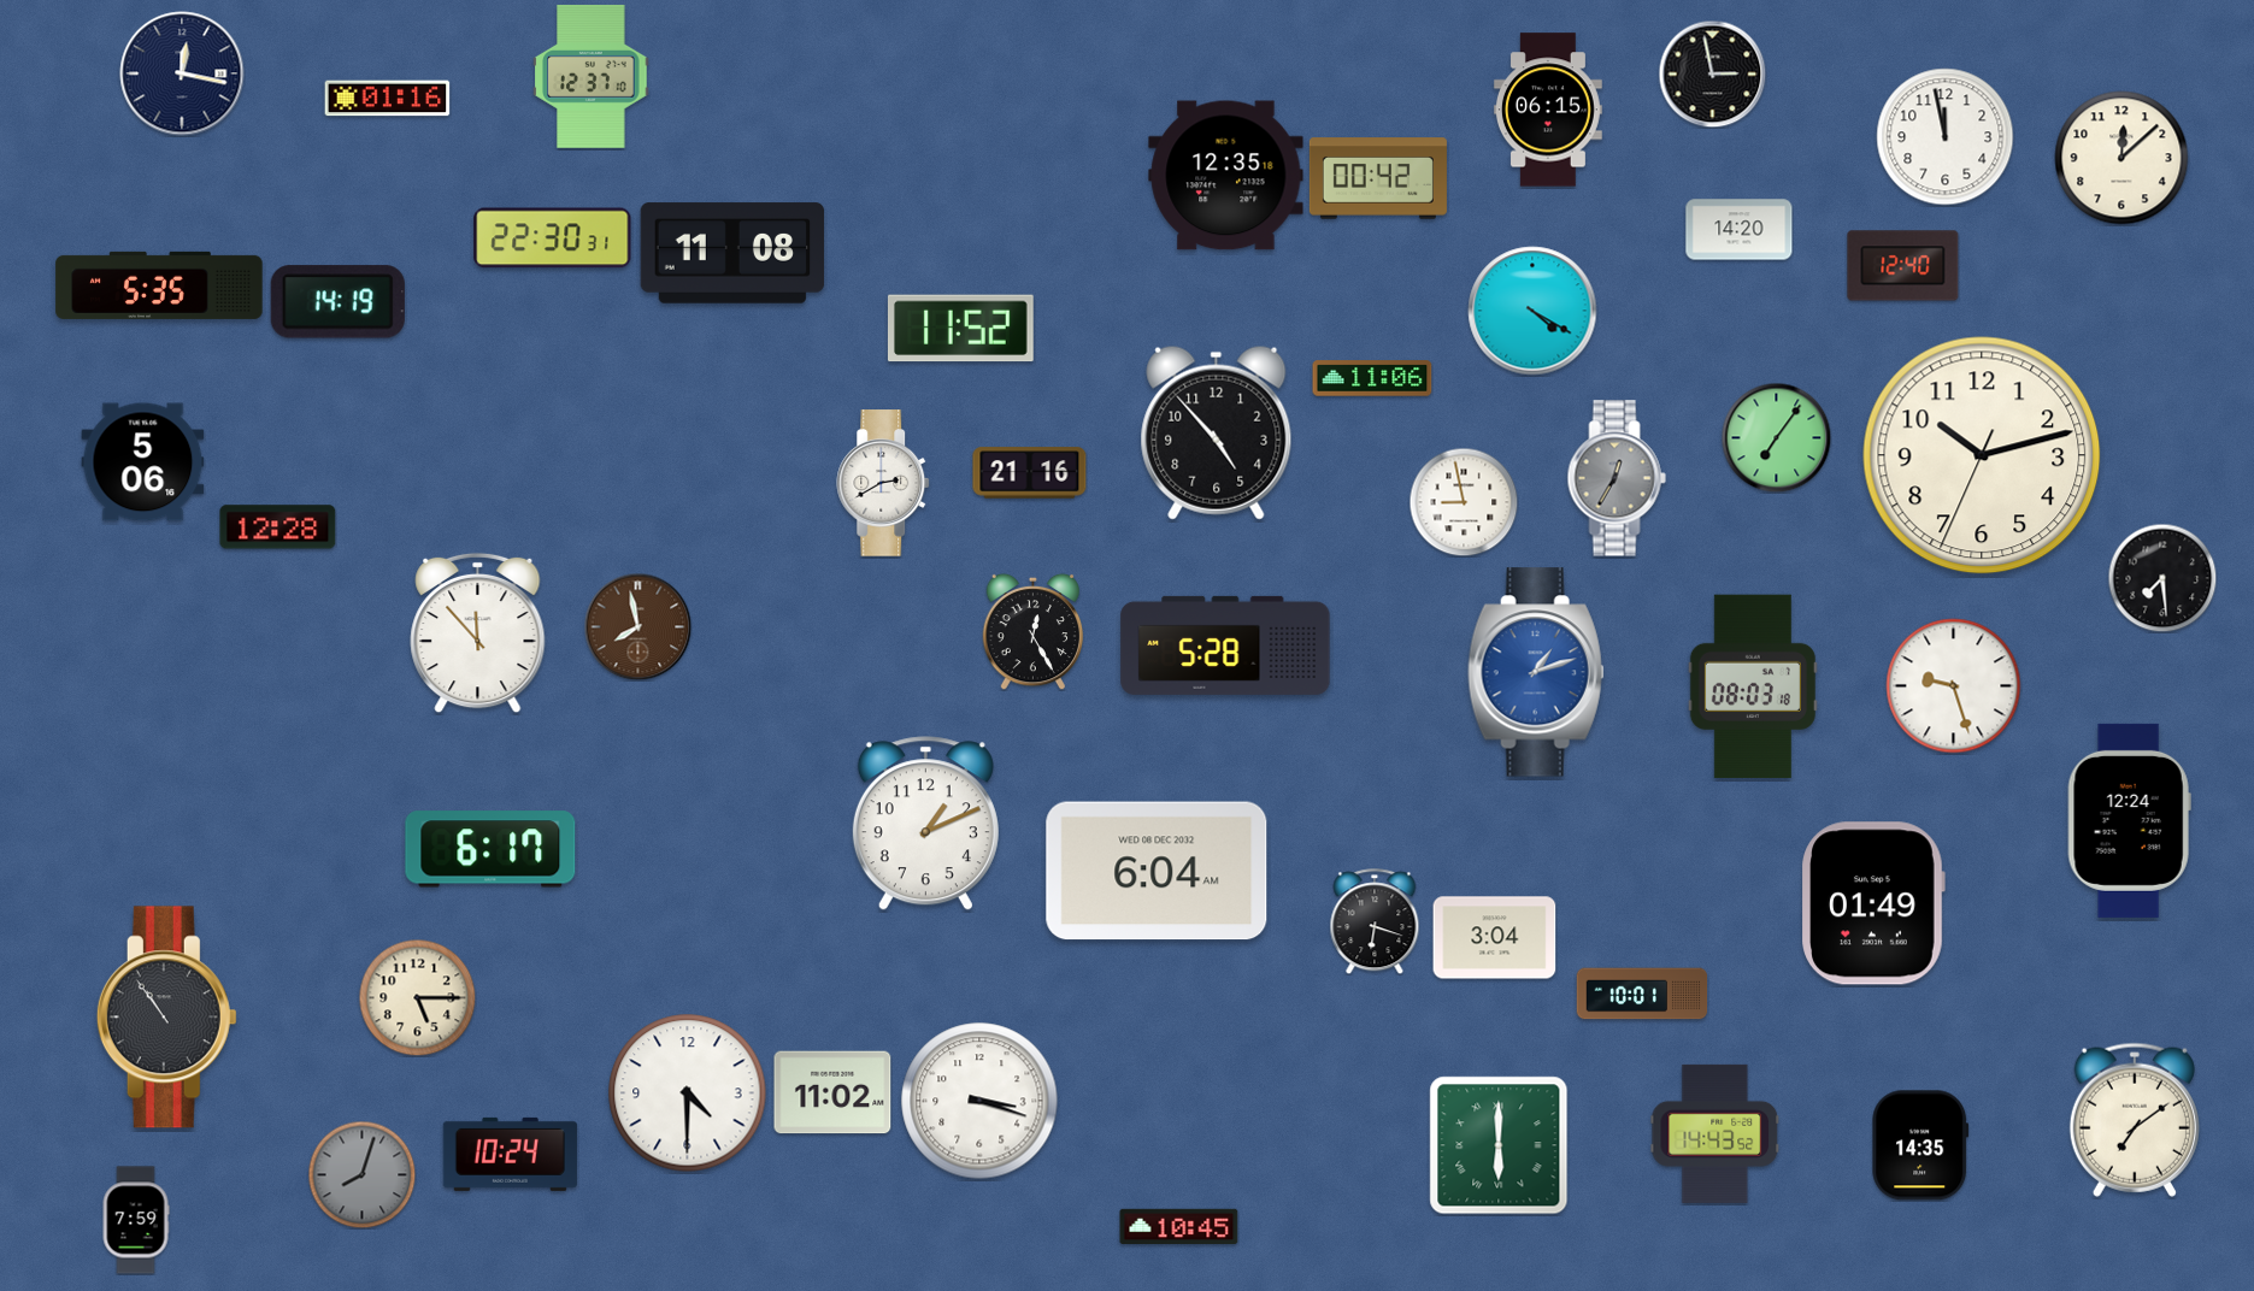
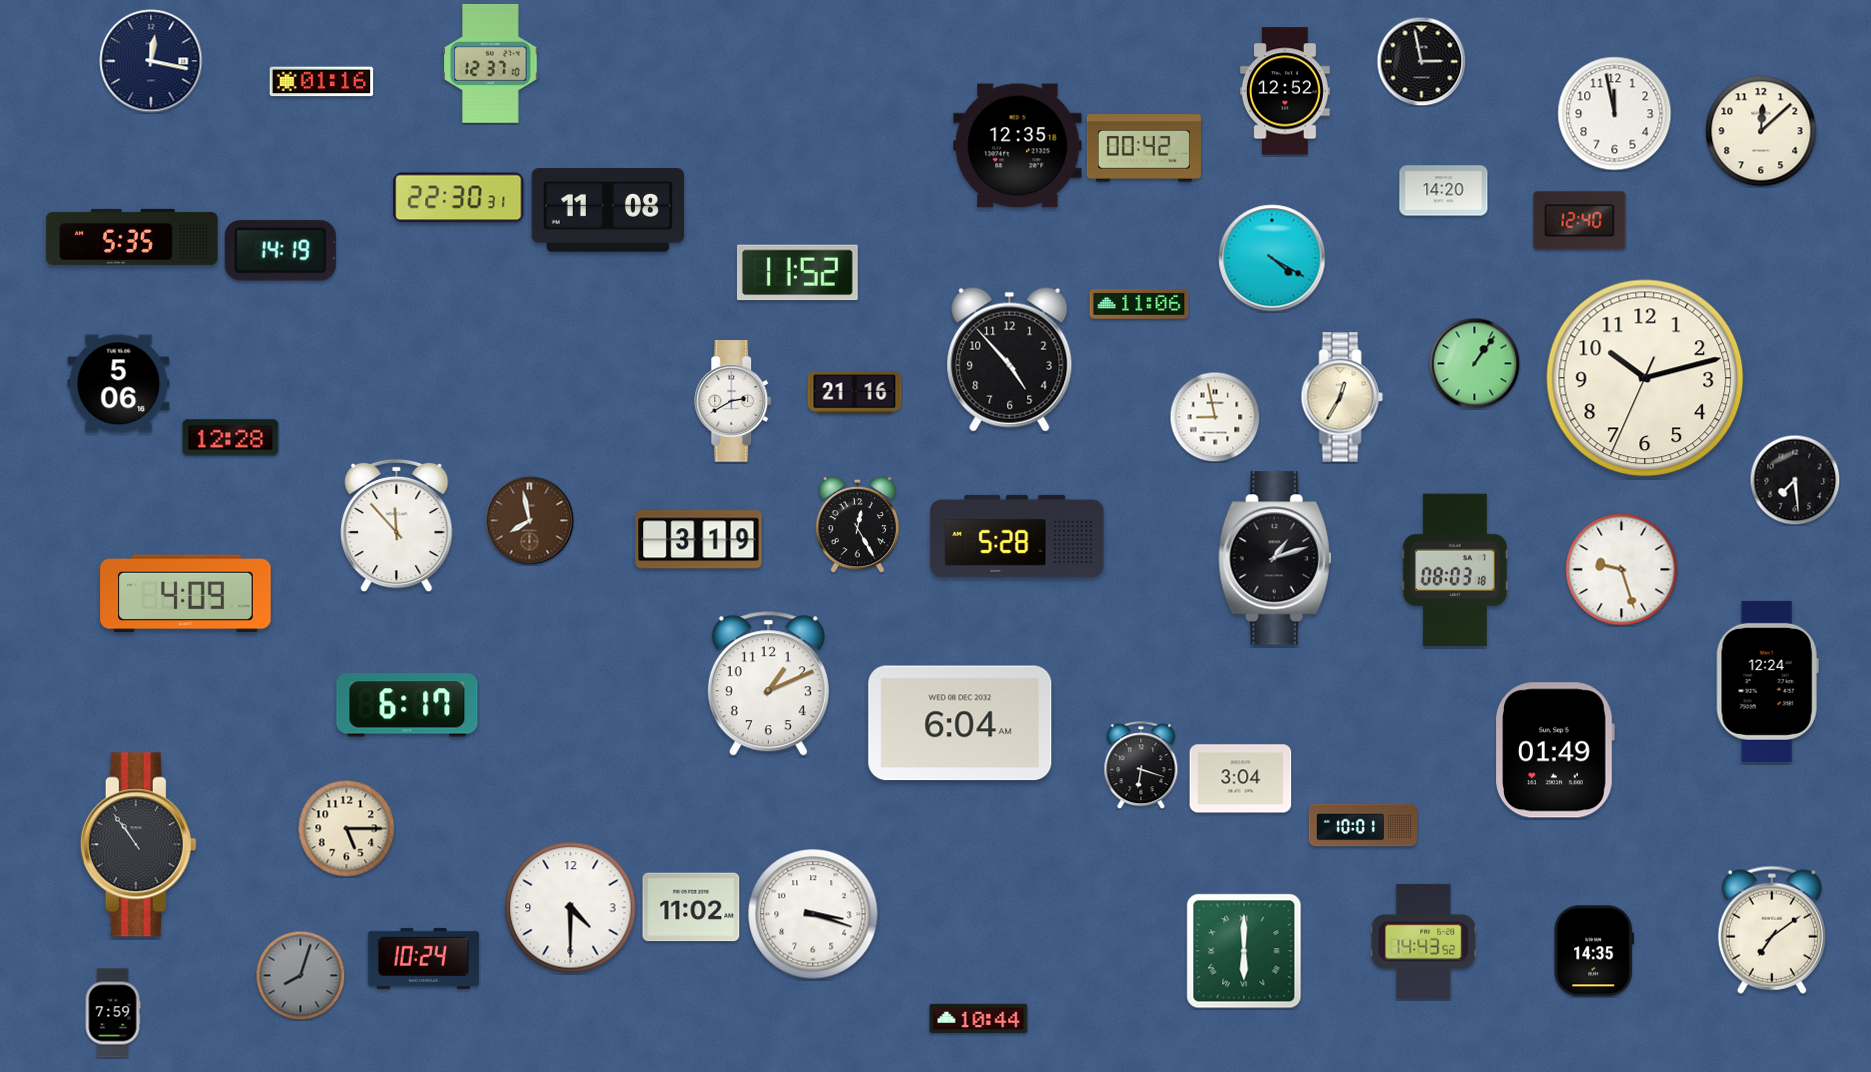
clock at (1548, 110): 06:15 -> 12:52
clock at (1372, 378) position: (1372, 378) -> (1139, 304)
clock at (1776, 437): 7:06 -> 1:06
clock at (1617, 478) dial: grey -> cream
clock at (699, 540): none -> 3:19
clock at (1536, 672) dial: blue -> black
clock at (186, 594): none -> 4:09
clock at (1179, 1227): 10:45 -> 10:44
